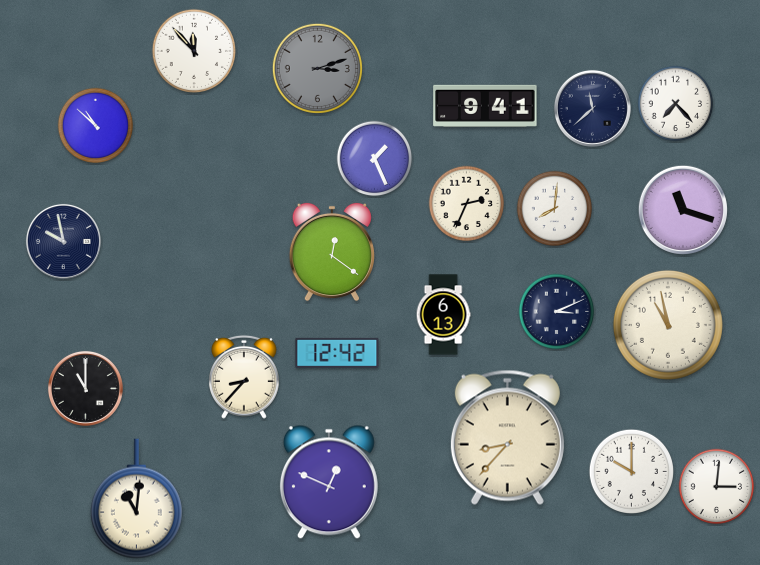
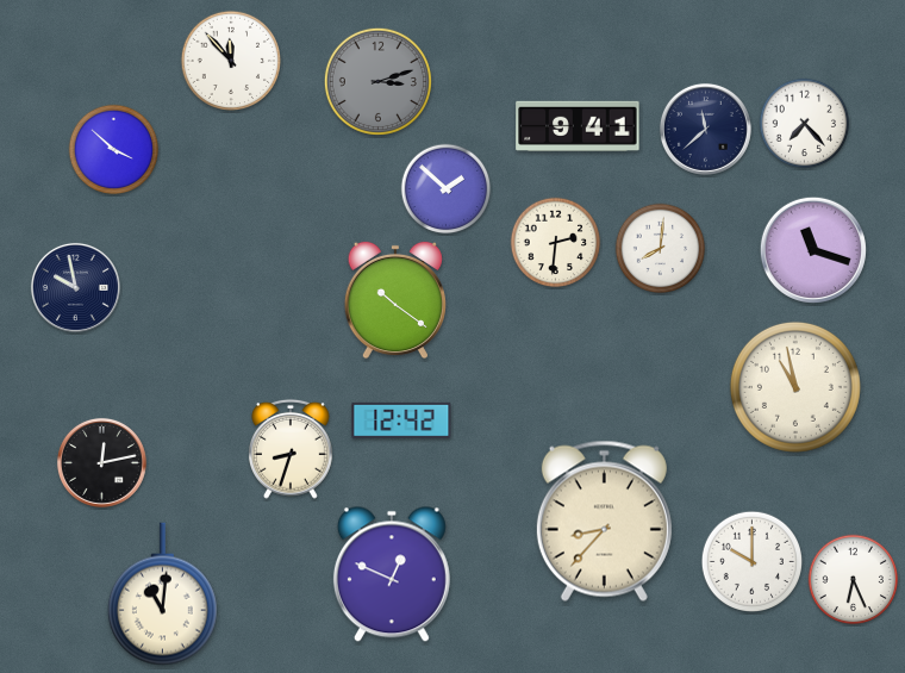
clock at (96, 126): 10:52 -> 3:52
clock at (375, 159): 1:26 -> 1:52
clock at (467, 204): 2:34 -> 2:31
clock at (332, 252): 12:21 -> 10:21
clock at (557, 312): 3:11 -> none
clock at (443, 315): 6:13 -> none
clock at (244, 377): 8:37 -> 8:33
clock at (85, 388): 11:00 -> 12:13
clock at (717, 487): 3:01 -> 6:26
